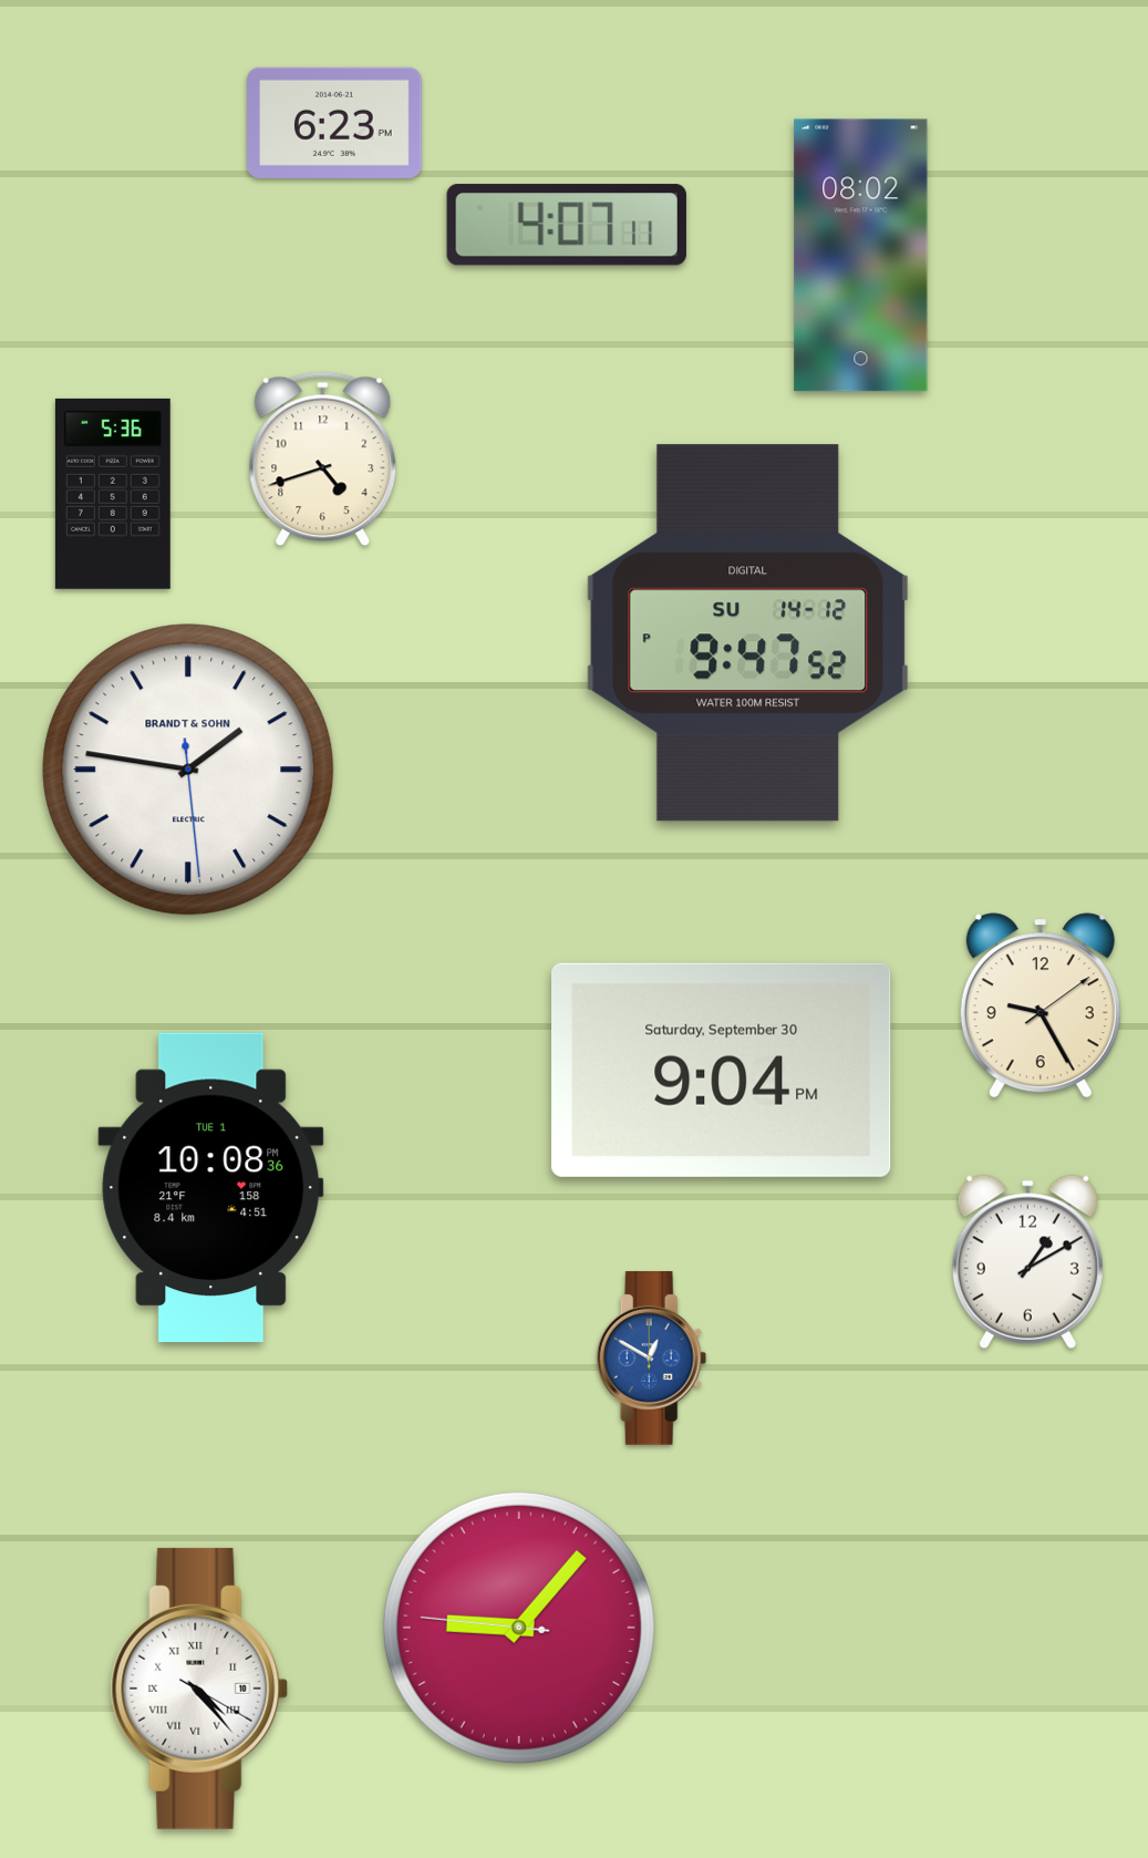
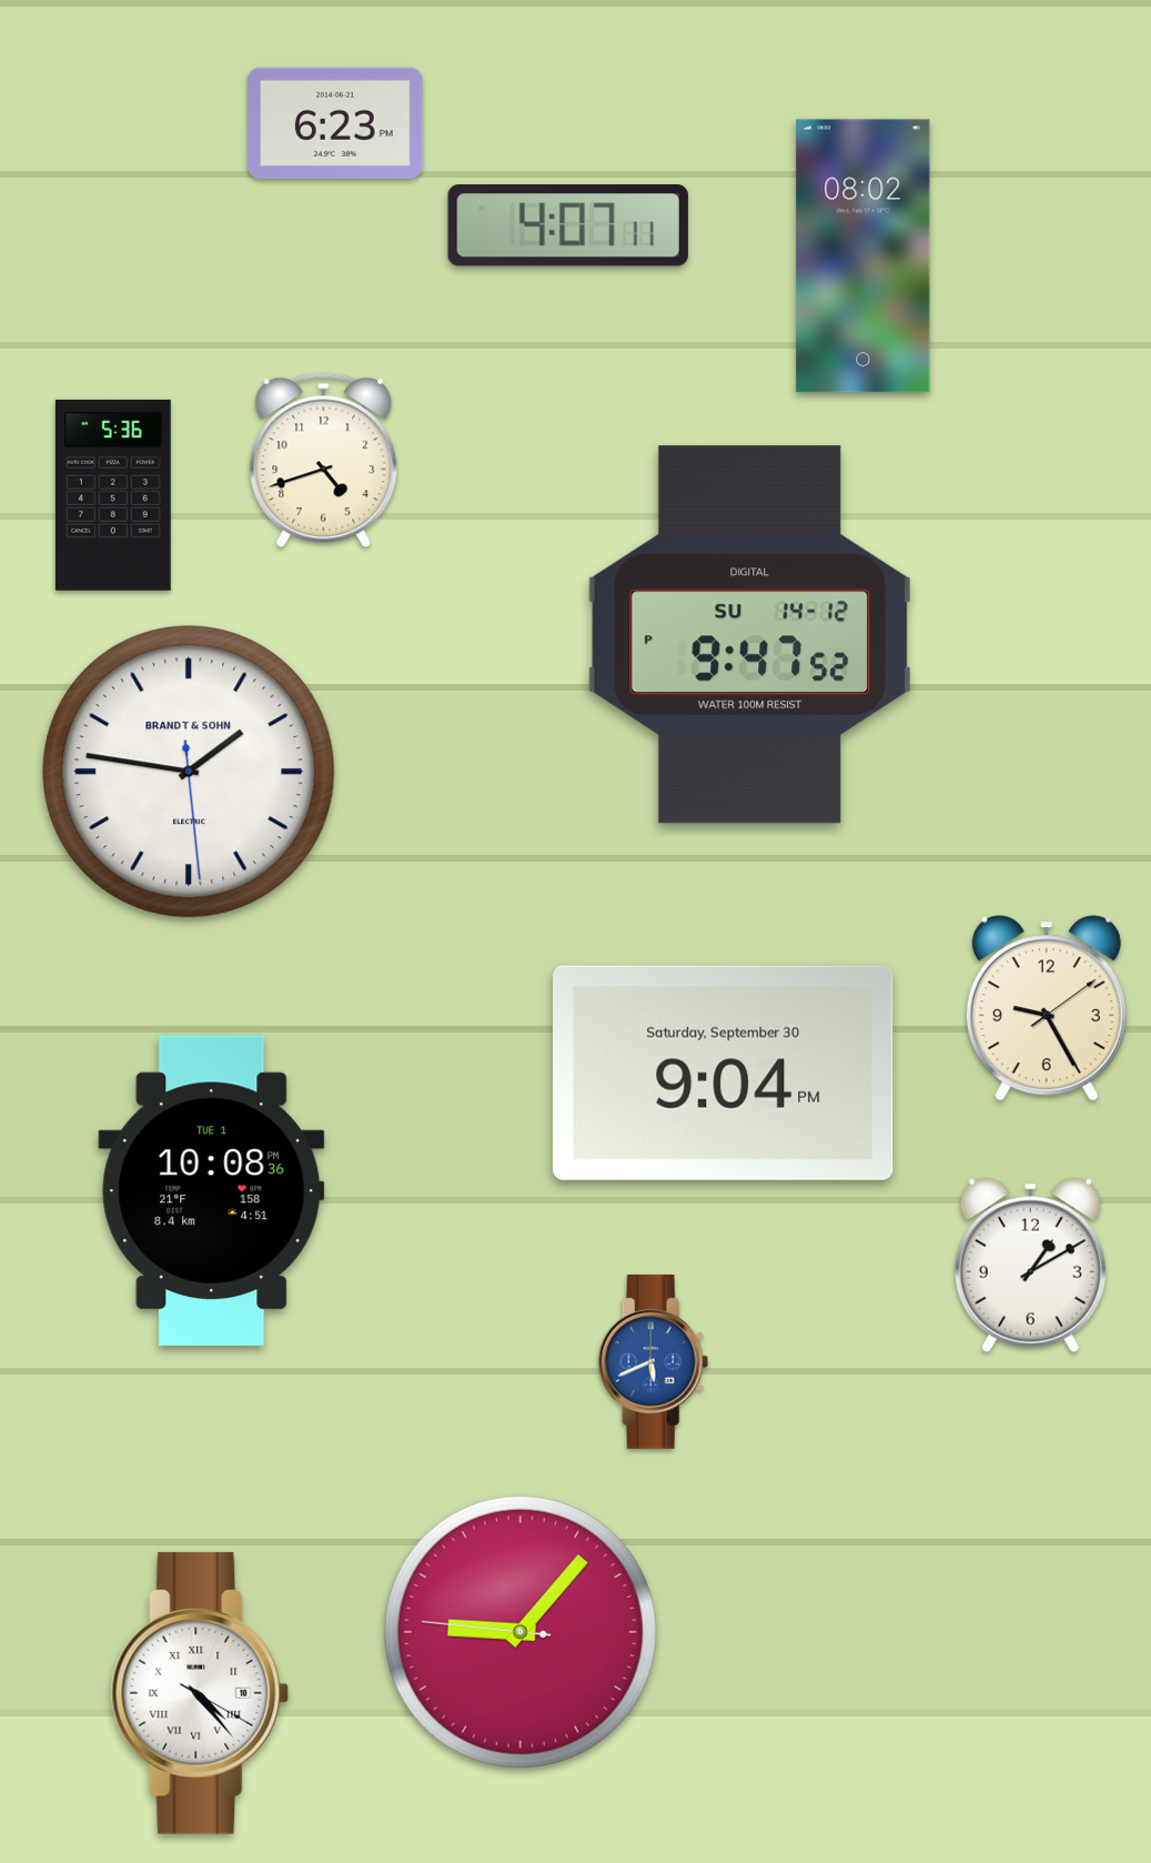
clock at (1041, 1005) position: (1041, 1005) -> (1047, 1008)
clock at (652, 1359): 12:50 -> 5:41
